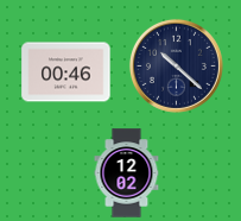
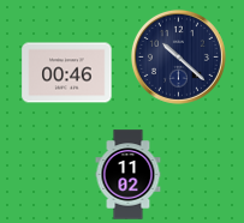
clock at (176, 65) position: (176, 65) -> (178, 56)
clock at (127, 173): 12:02 -> 11:02
